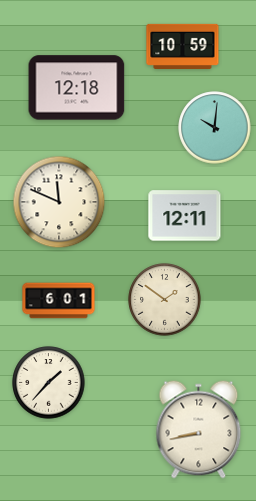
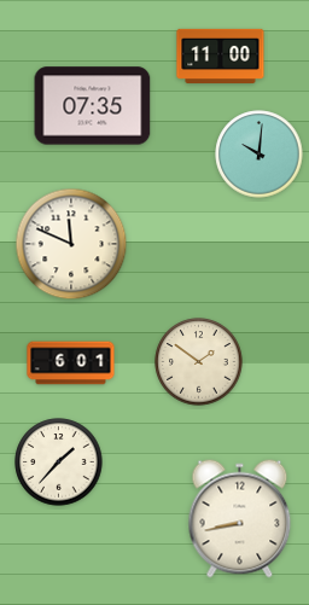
clock at (183, 46): 10:59 -> 11:00
clock at (77, 88): 12:18 -> 07:35
clock at (185, 216): 12:11 -> none
